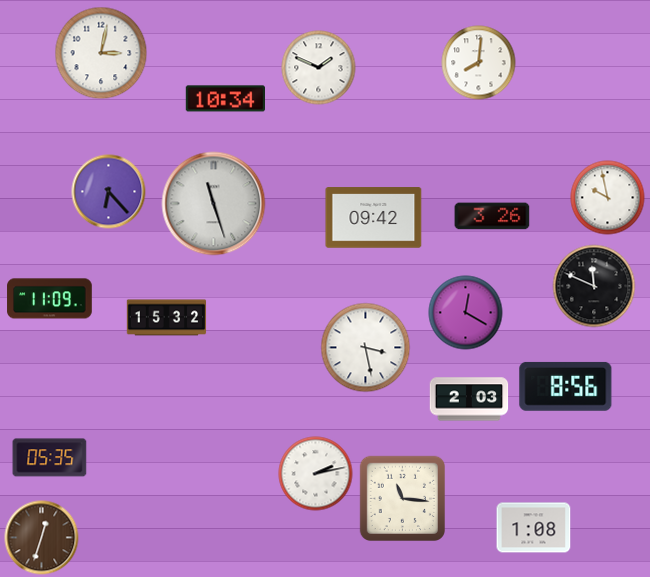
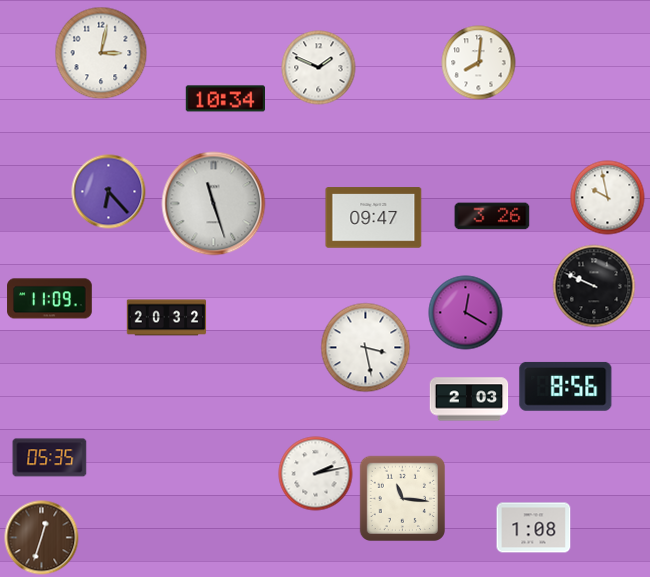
clock at (374, 218): 09:42 -> 09:47
clock at (594, 286): 11:49 -> 9:49
clock at (167, 318): 15:32 -> 20:32
